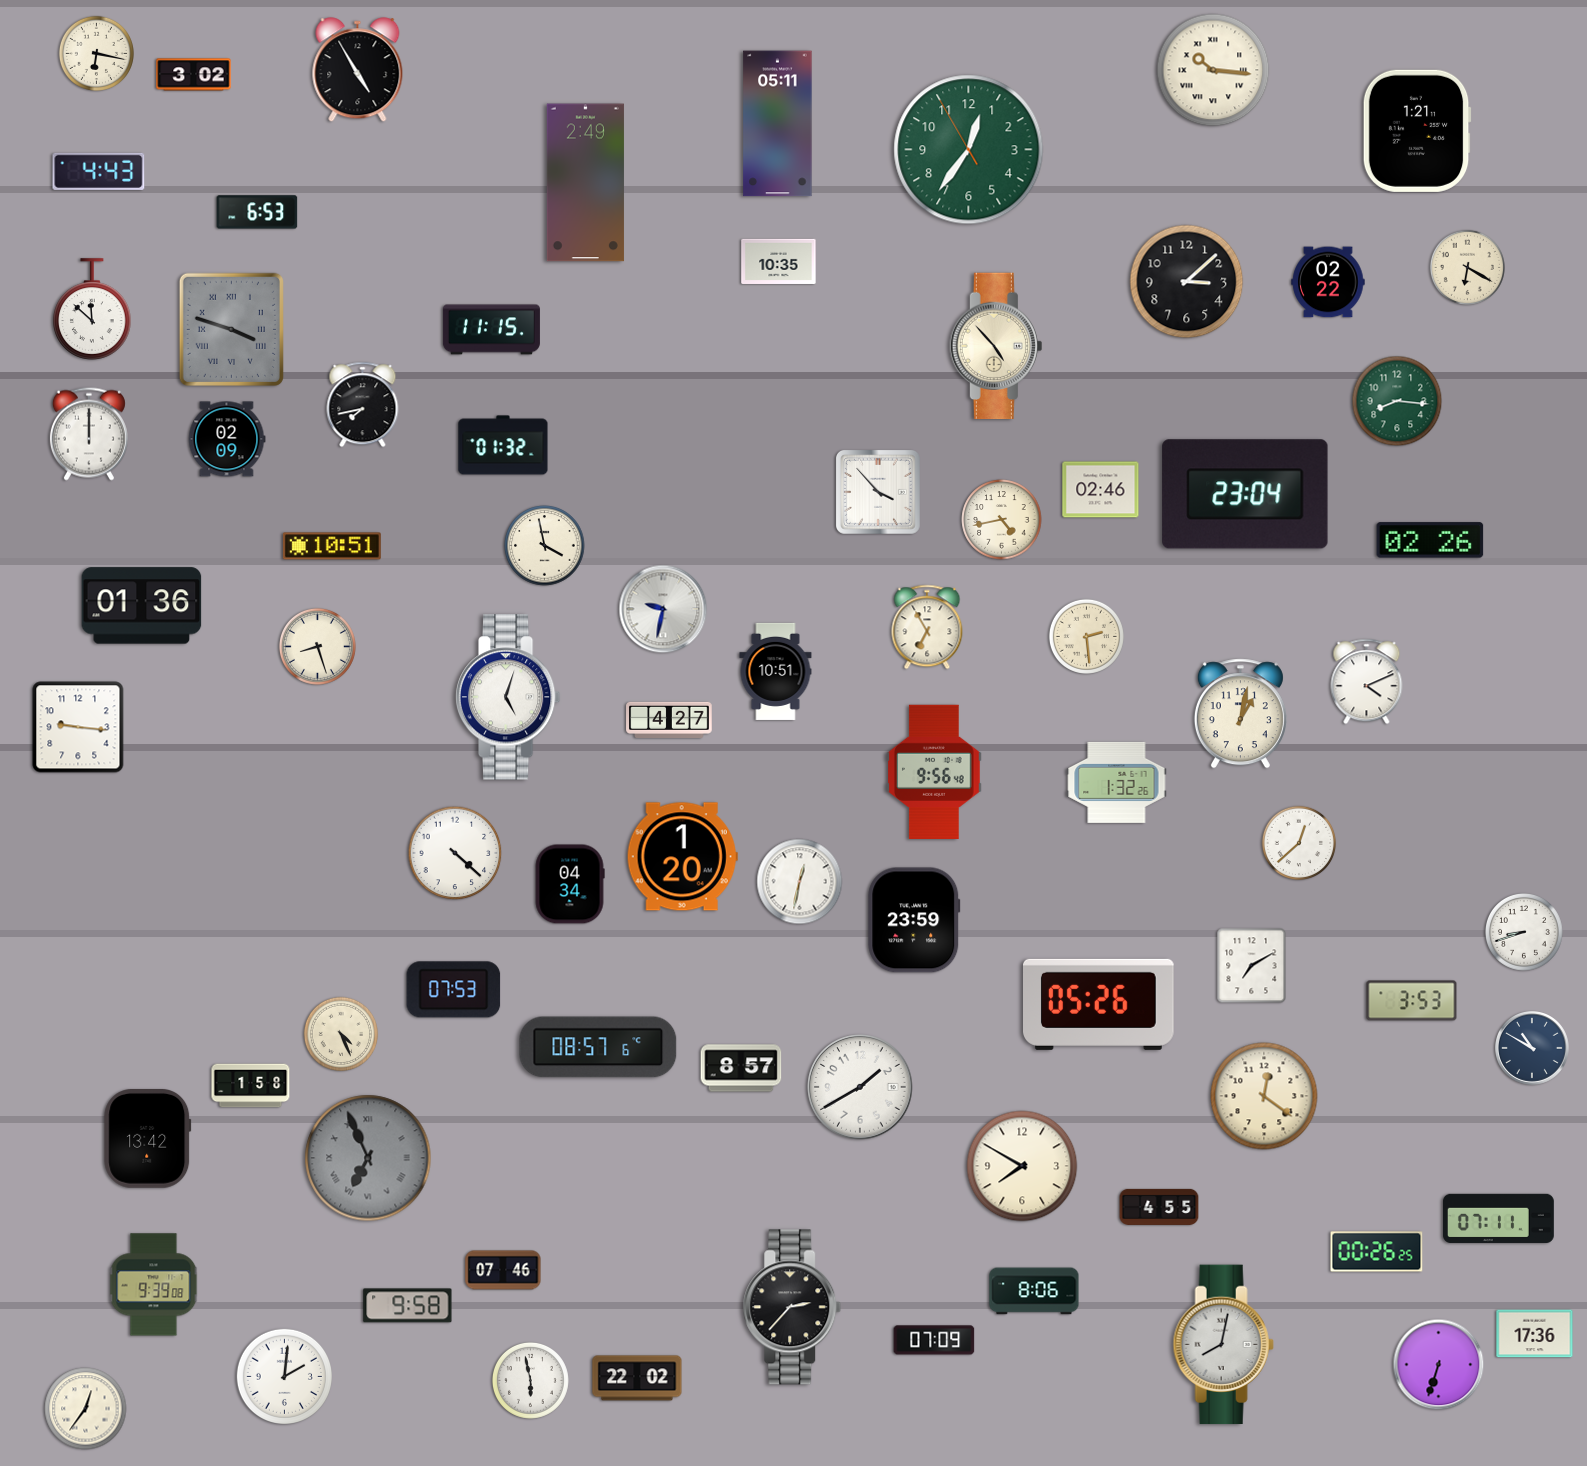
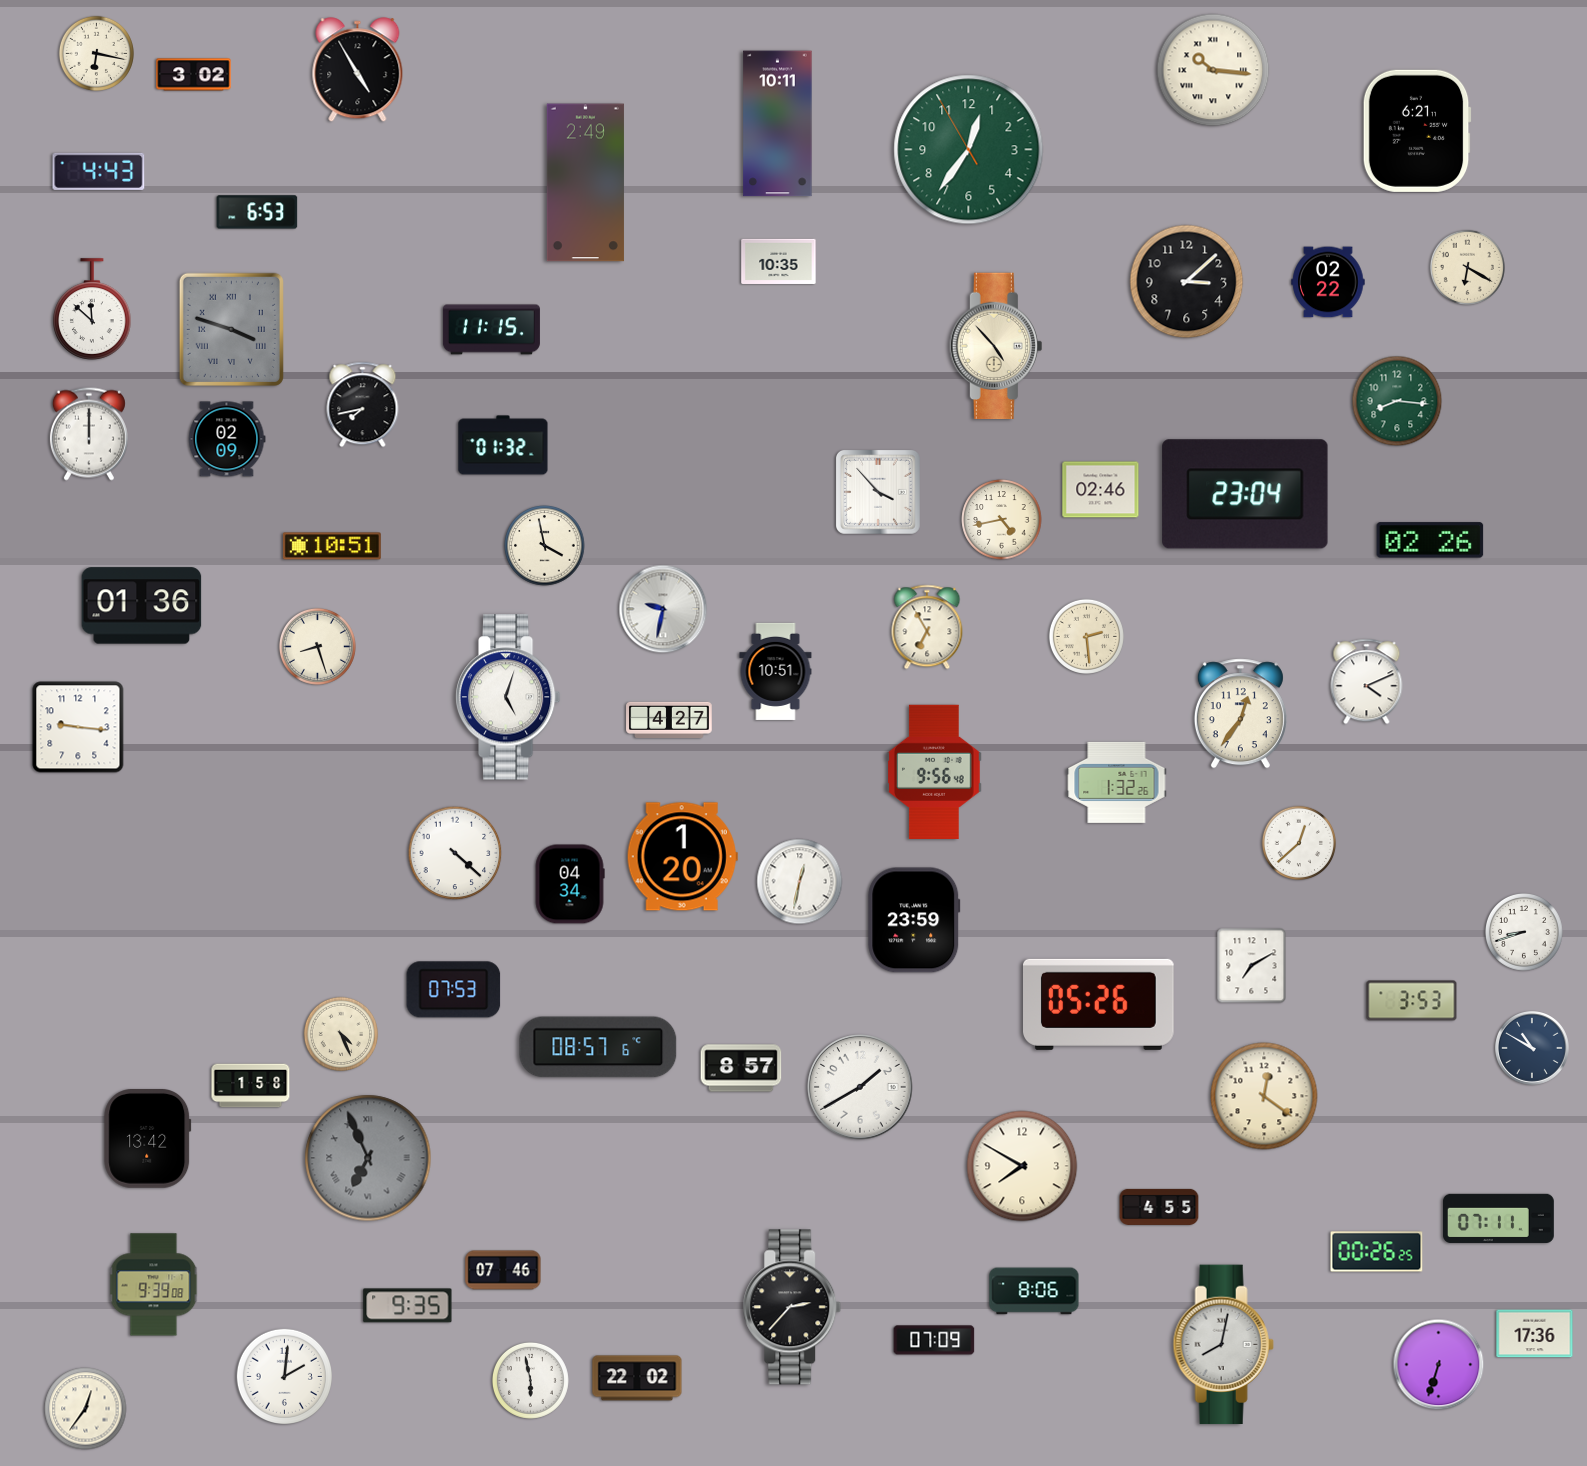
clock at (778, 124): 05:11 -> 10:11
clock at (1417, 131): 1:21 -> 6:21
clock at (1240, 714): 1:02 -> 12:36
clock at (408, 1306): 9:58 -> 9:35
